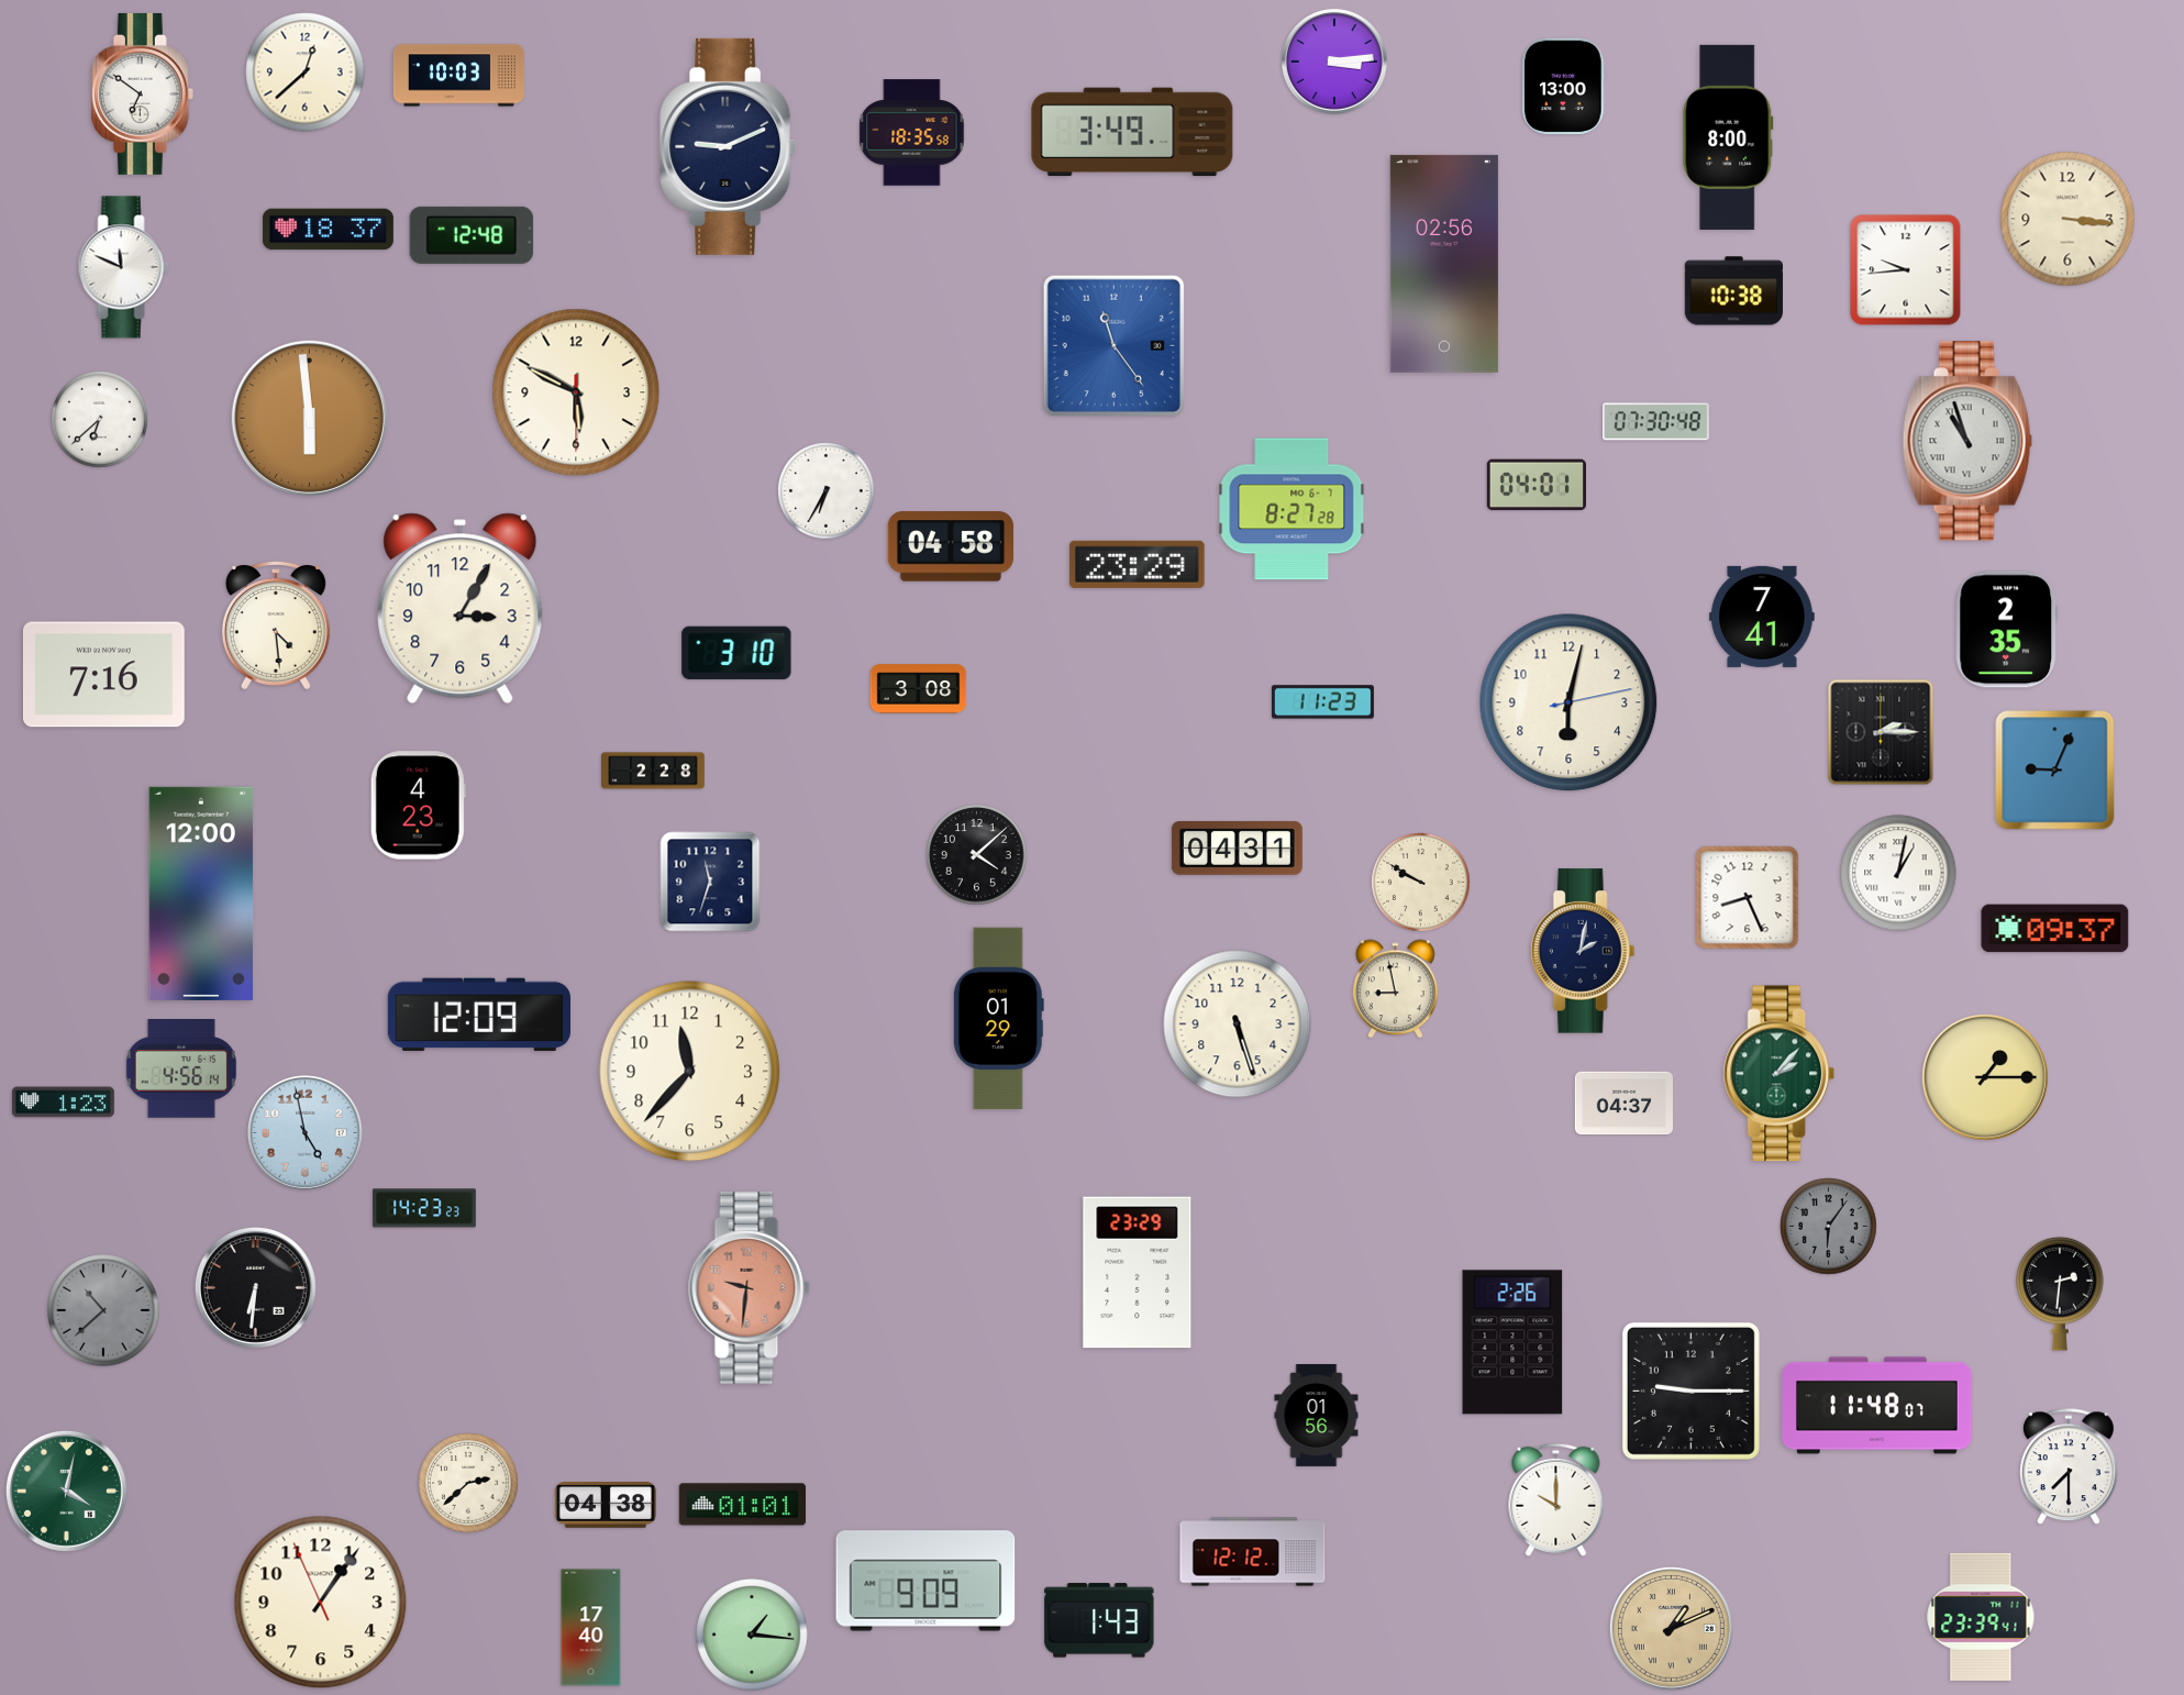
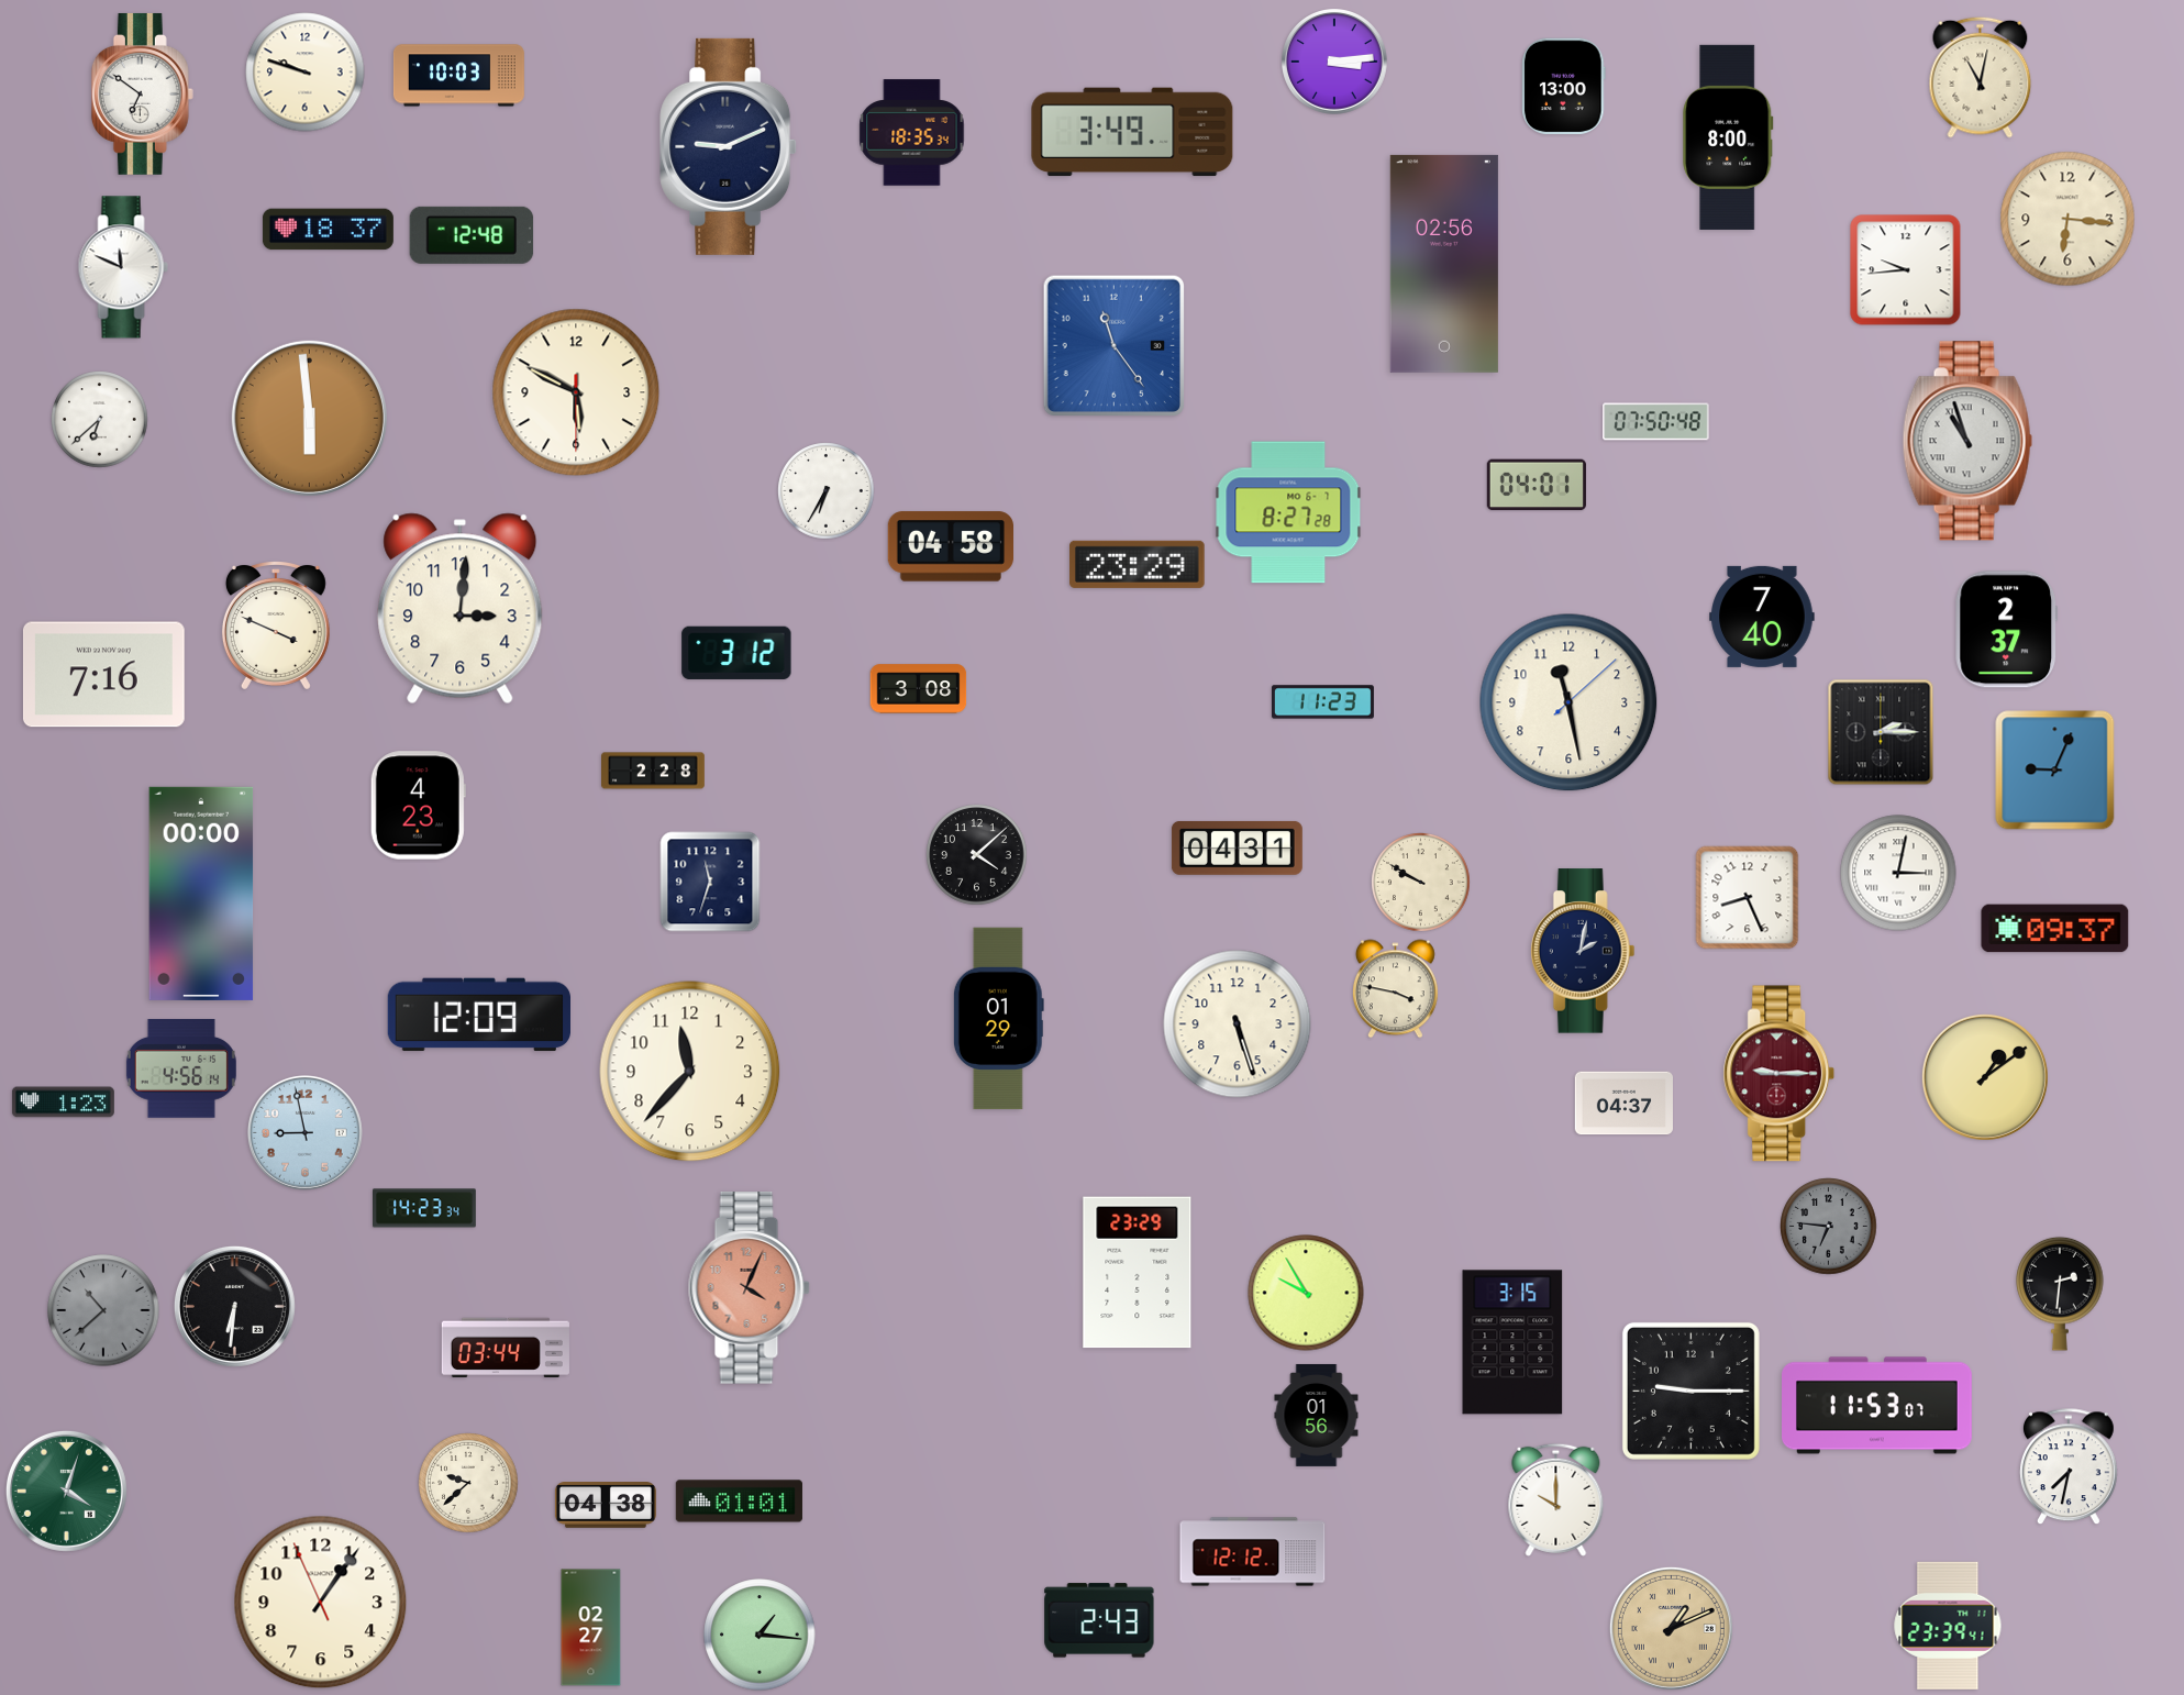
clock at (306, 73): 12:38 -> 9:48
clock at (1981, 77): none -> 11:02
clock at (912, 133): 18:35:58 -> 18:35:34
clock at (2067, 219): 3:16 -> 6:16
clock at (1733, 291): 10:38 -> none
clock at (1656, 422): 07:30 -> 07:50
clock at (1291, 509) position: (1291, 509) -> (1288, 512)
clock at (461, 609): 3:05 -> 3:01
clock at (1762, 617): 7:41 -> 7:40
clock at (276, 625): 4:29 -> 3:49
clock at (2006, 630): 2:35 -> 2:37
clock at (736, 653): 3:10 -> 3:12
clock at (1568, 702): 6:02 -> 11:28
clock at (1898, 873): 1:02 -> 3:02
clock at (201, 894): 12:00 -> 00:00
clock at (1395, 989): 8:58 -> 3:47
clock at (1780, 1074): 2:07 -> 9:15
clock at (1780, 1074) dial: green -> burgundy
clock at (1985, 1077): 1:15 -> 1:09
clock at (304, 1132): 4:58 -> 8:58
clock at (425, 1208): 14:23:23 -> 14:23:34
clock at (1829, 1227): 6:06 -> 6:46
clock at (255, 1287) position: (255, 1287) -> (234, 1306)
clock at (749, 1288): 9:31 -> 4:04
clock at (1306, 1293): none -> 9:55
clock at (1512, 1342): 2:26 -> 3:15
clock at (506, 1347): none -> 03:44
clock at (1877, 1406): 11:48 -> 11:53
clock at (2069, 1467): 7:30 -> 7:32
clock at (468, 1483): 2:38 -> 9:38
clock at (66, 1491): 4:02 -> 4:03
clock at (742, 1505) position: (742, 1505) -> (739, 1502)
clock at (925, 1581): 9:09 -> none
clock at (1981, 1617) position: (1981, 1617) -> (1948, 1626)
clock at (1099, 1620): 1:43 -> 2:43
clock at (591, 1628): 17:40 -> 02:27
clock at (752, 1635) position: (752, 1635) -> (760, 1635)
